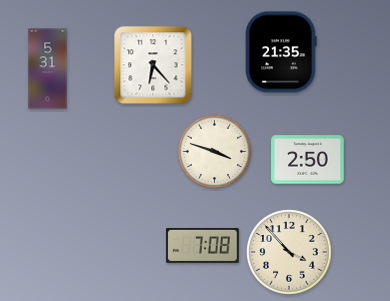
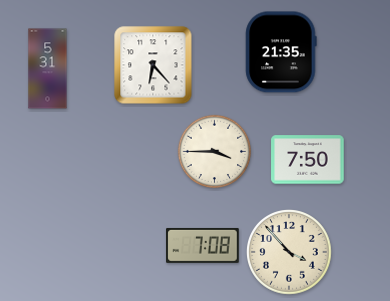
clock at (215, 152): 3:48 -> 3:45
clock at (308, 160): 2:50 -> 7:50
